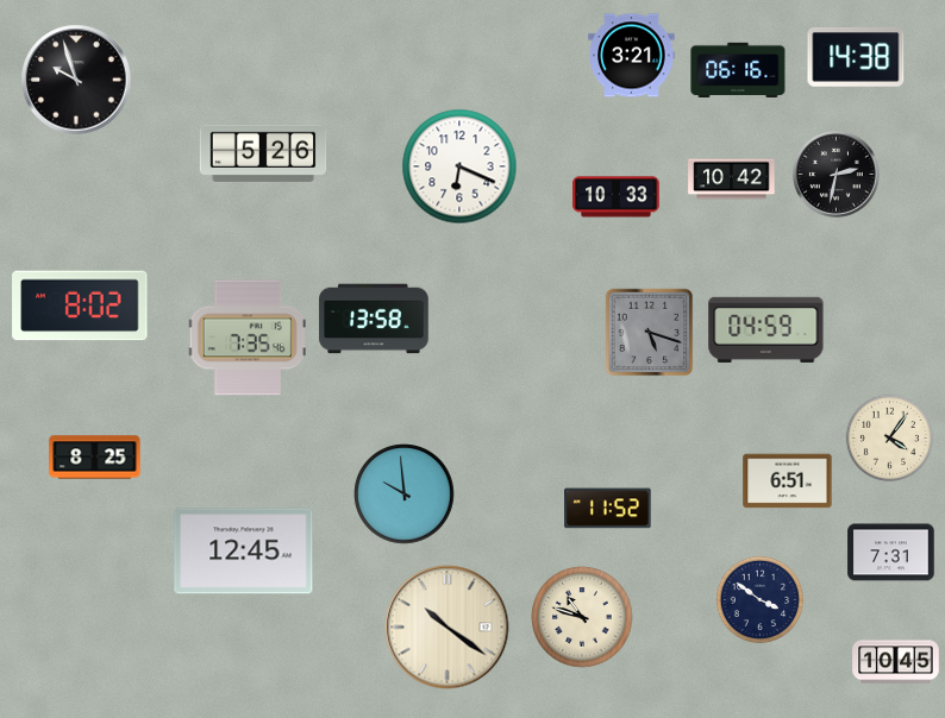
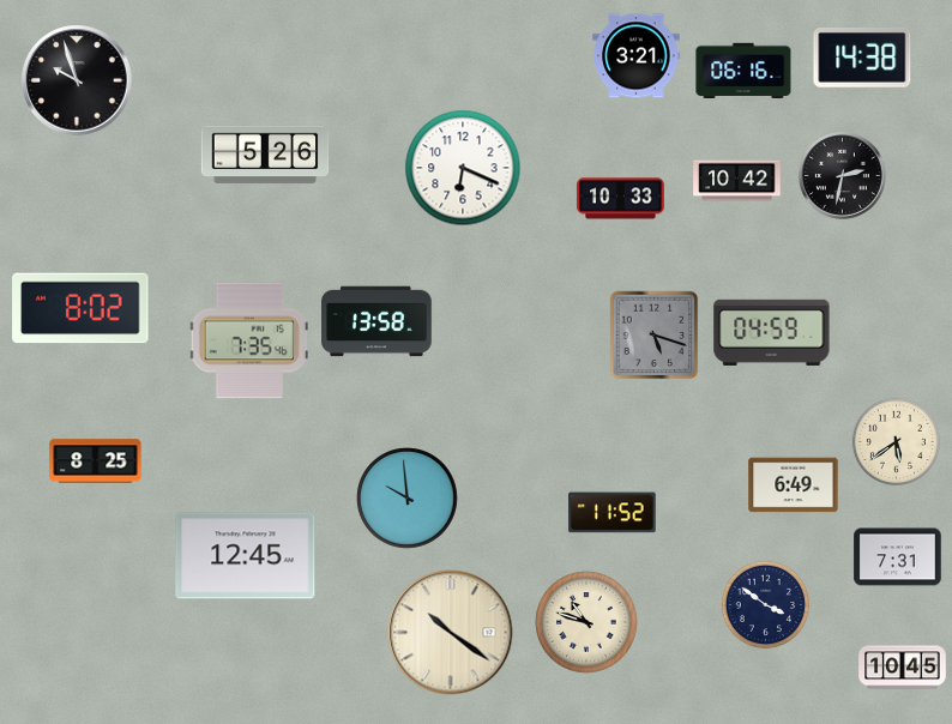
clock at (890, 439): 4:06 -> 5:39
clock at (788, 481): 6:51 -> 6:49
